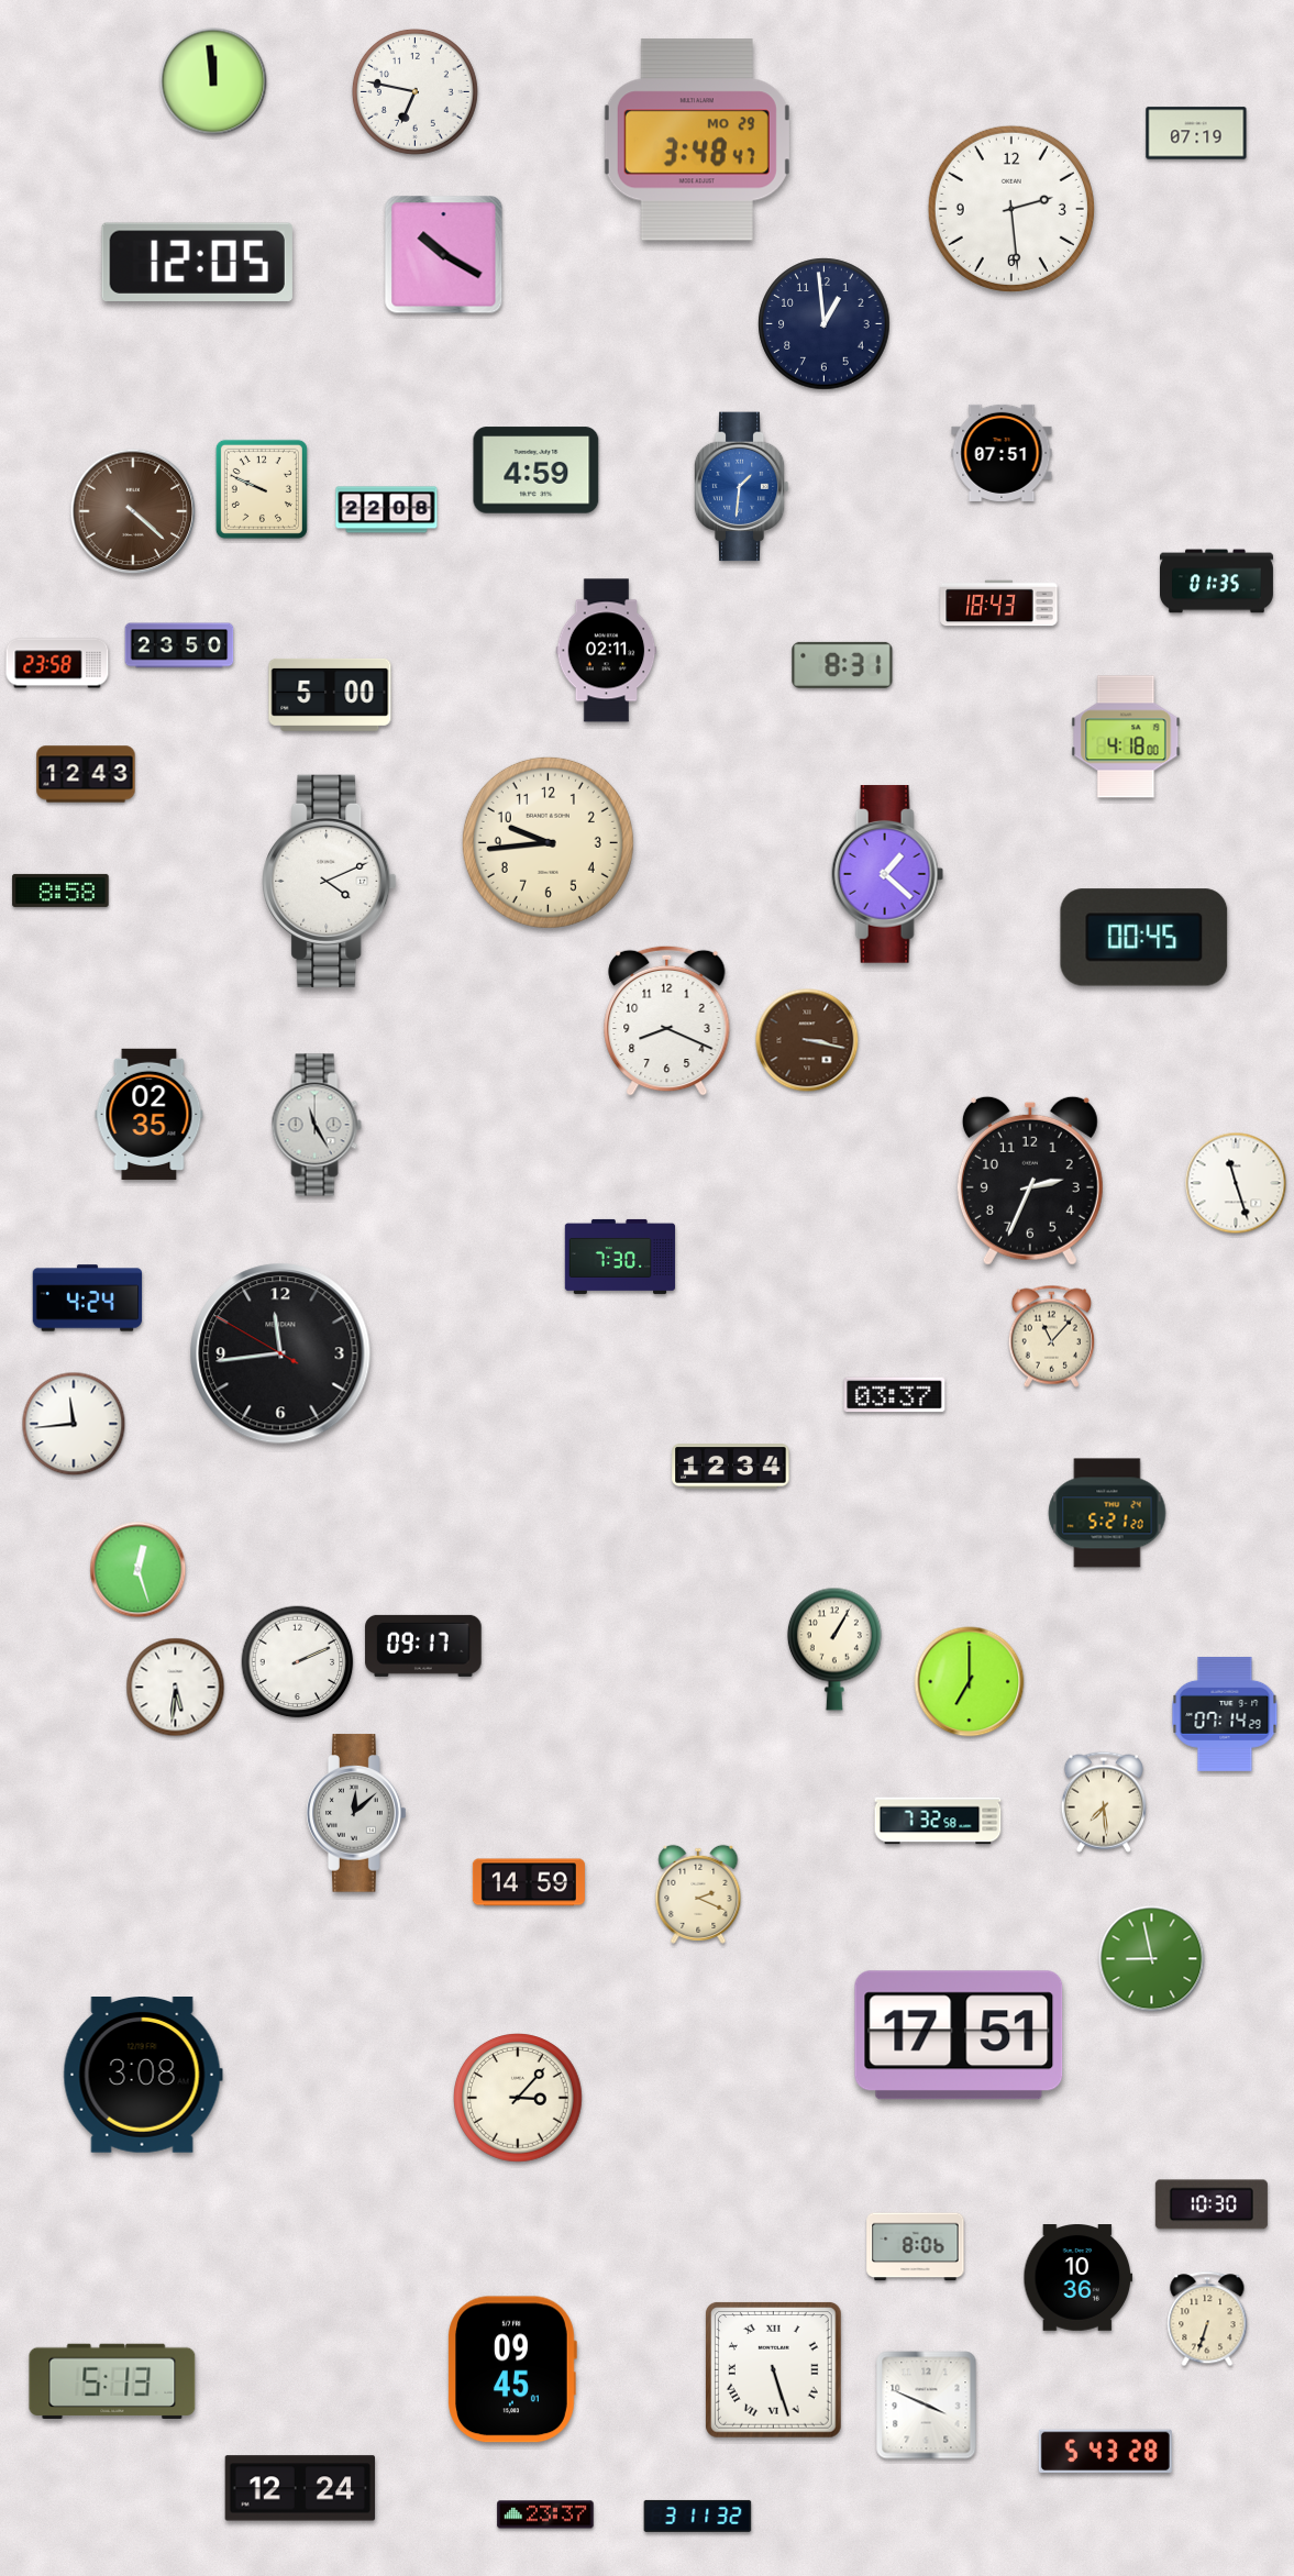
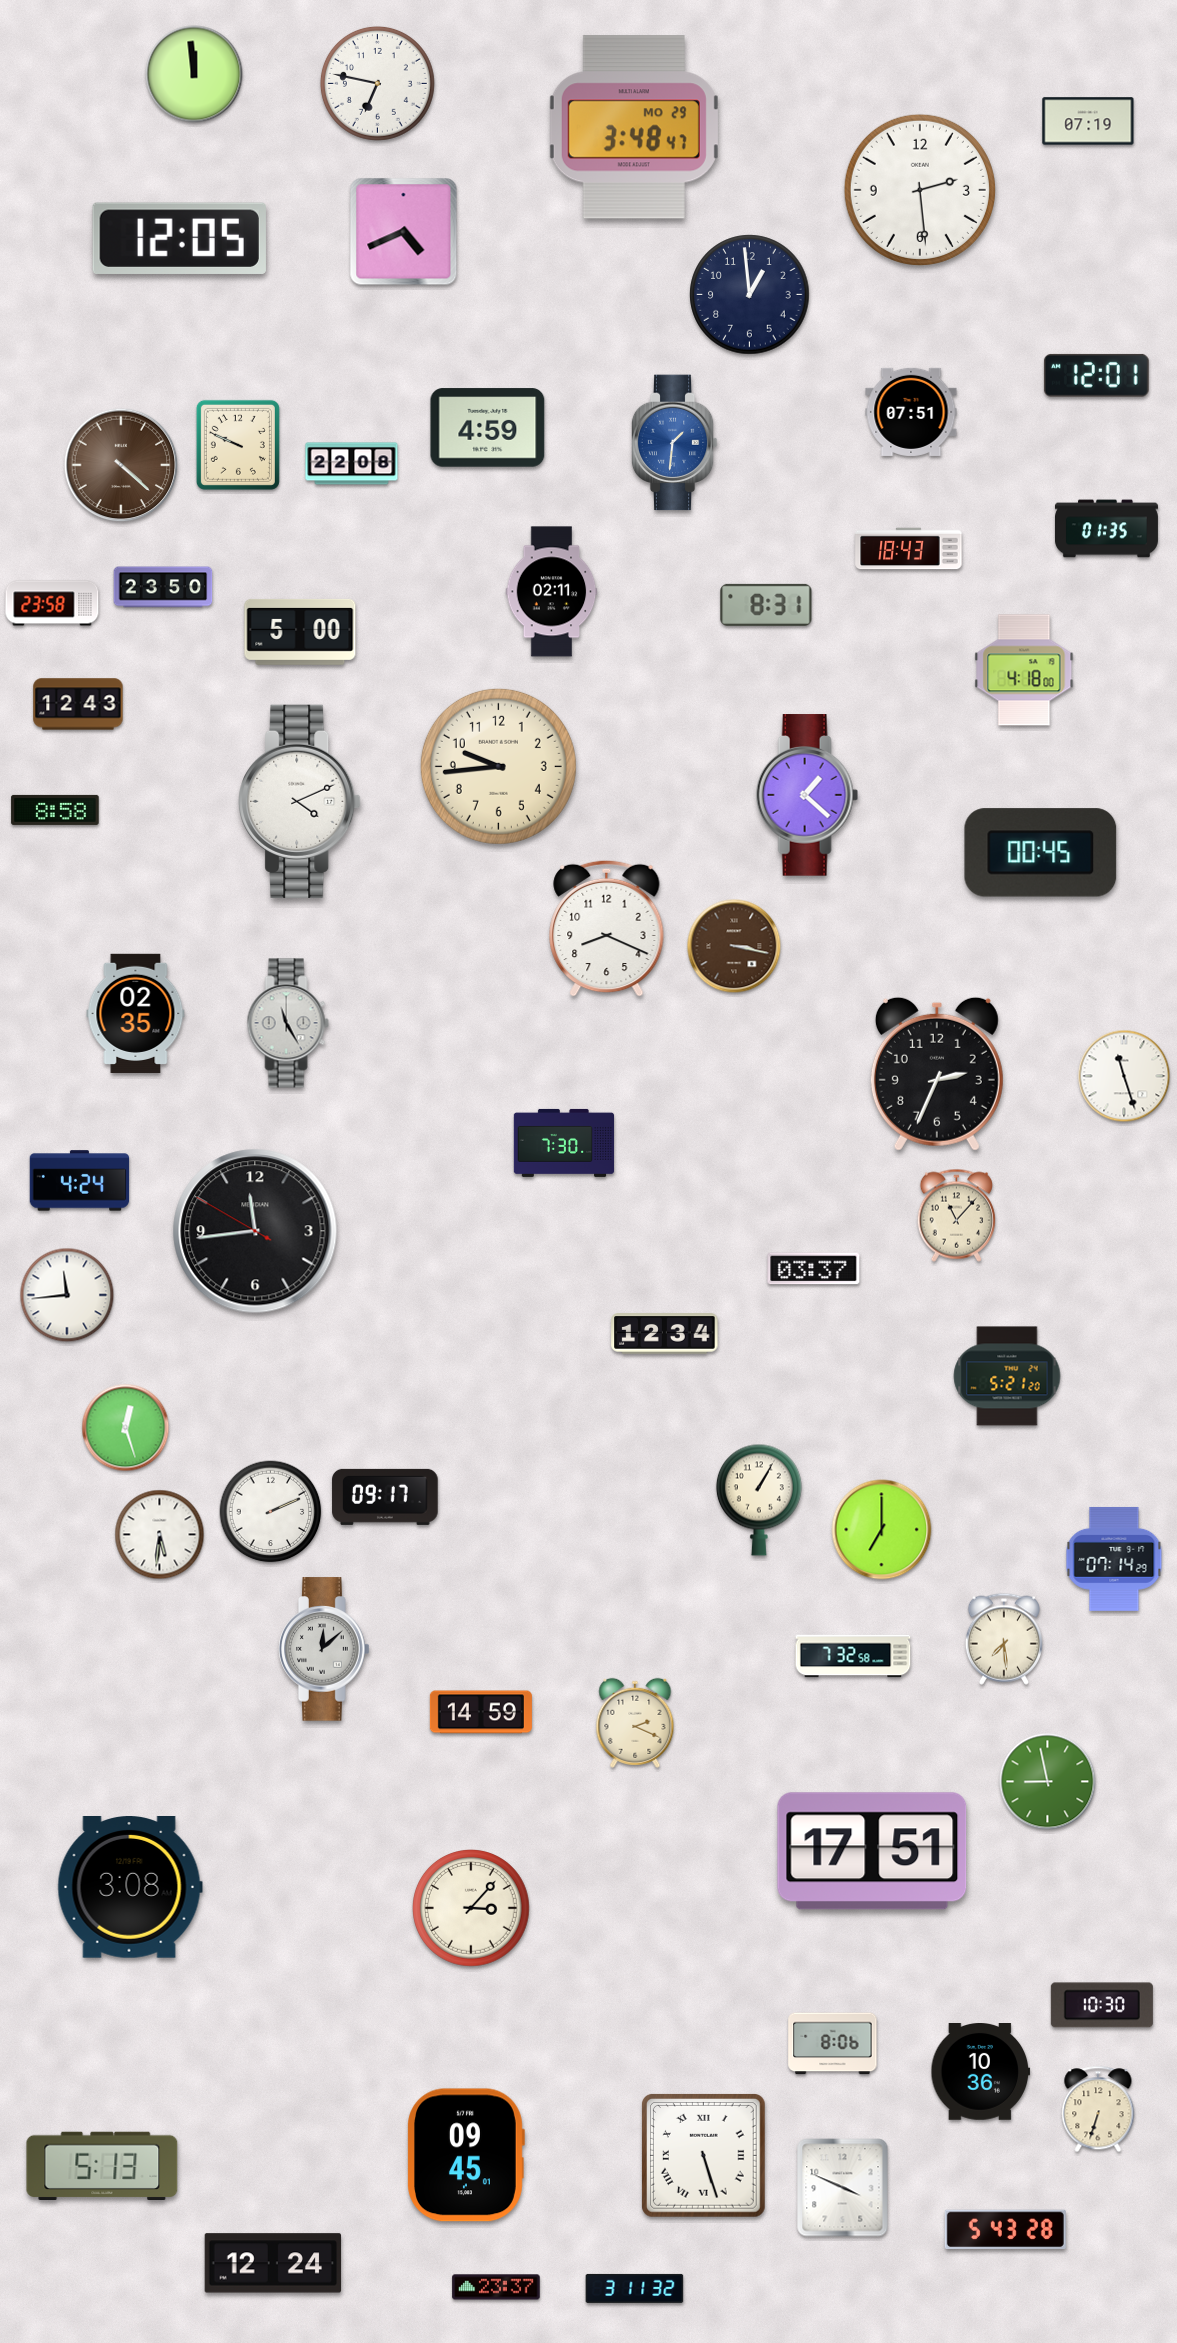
clock at (444, 255): 10:20 -> 4:41
clock at (1096, 375): none -> 12:01
